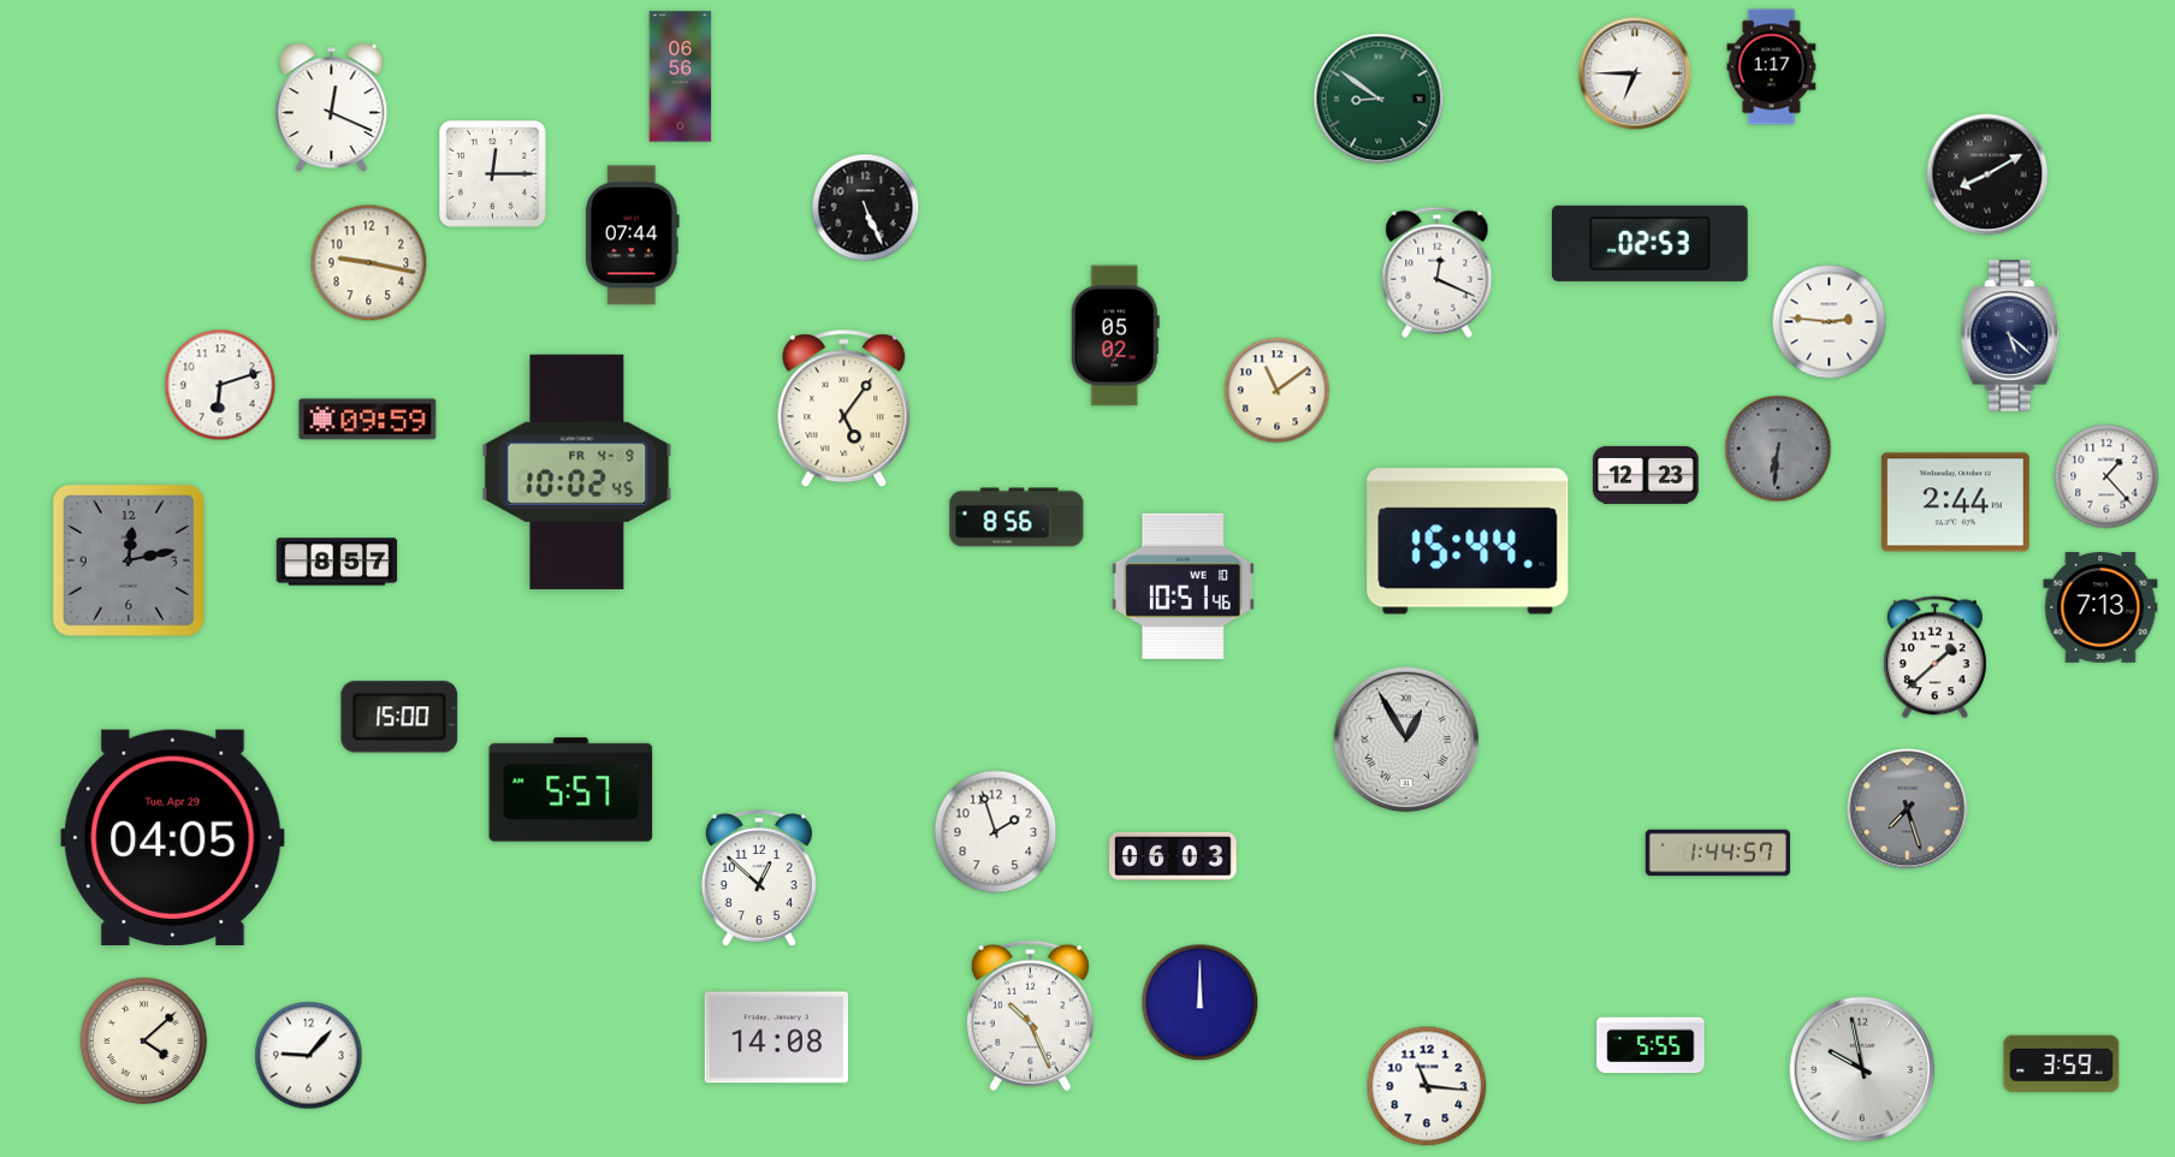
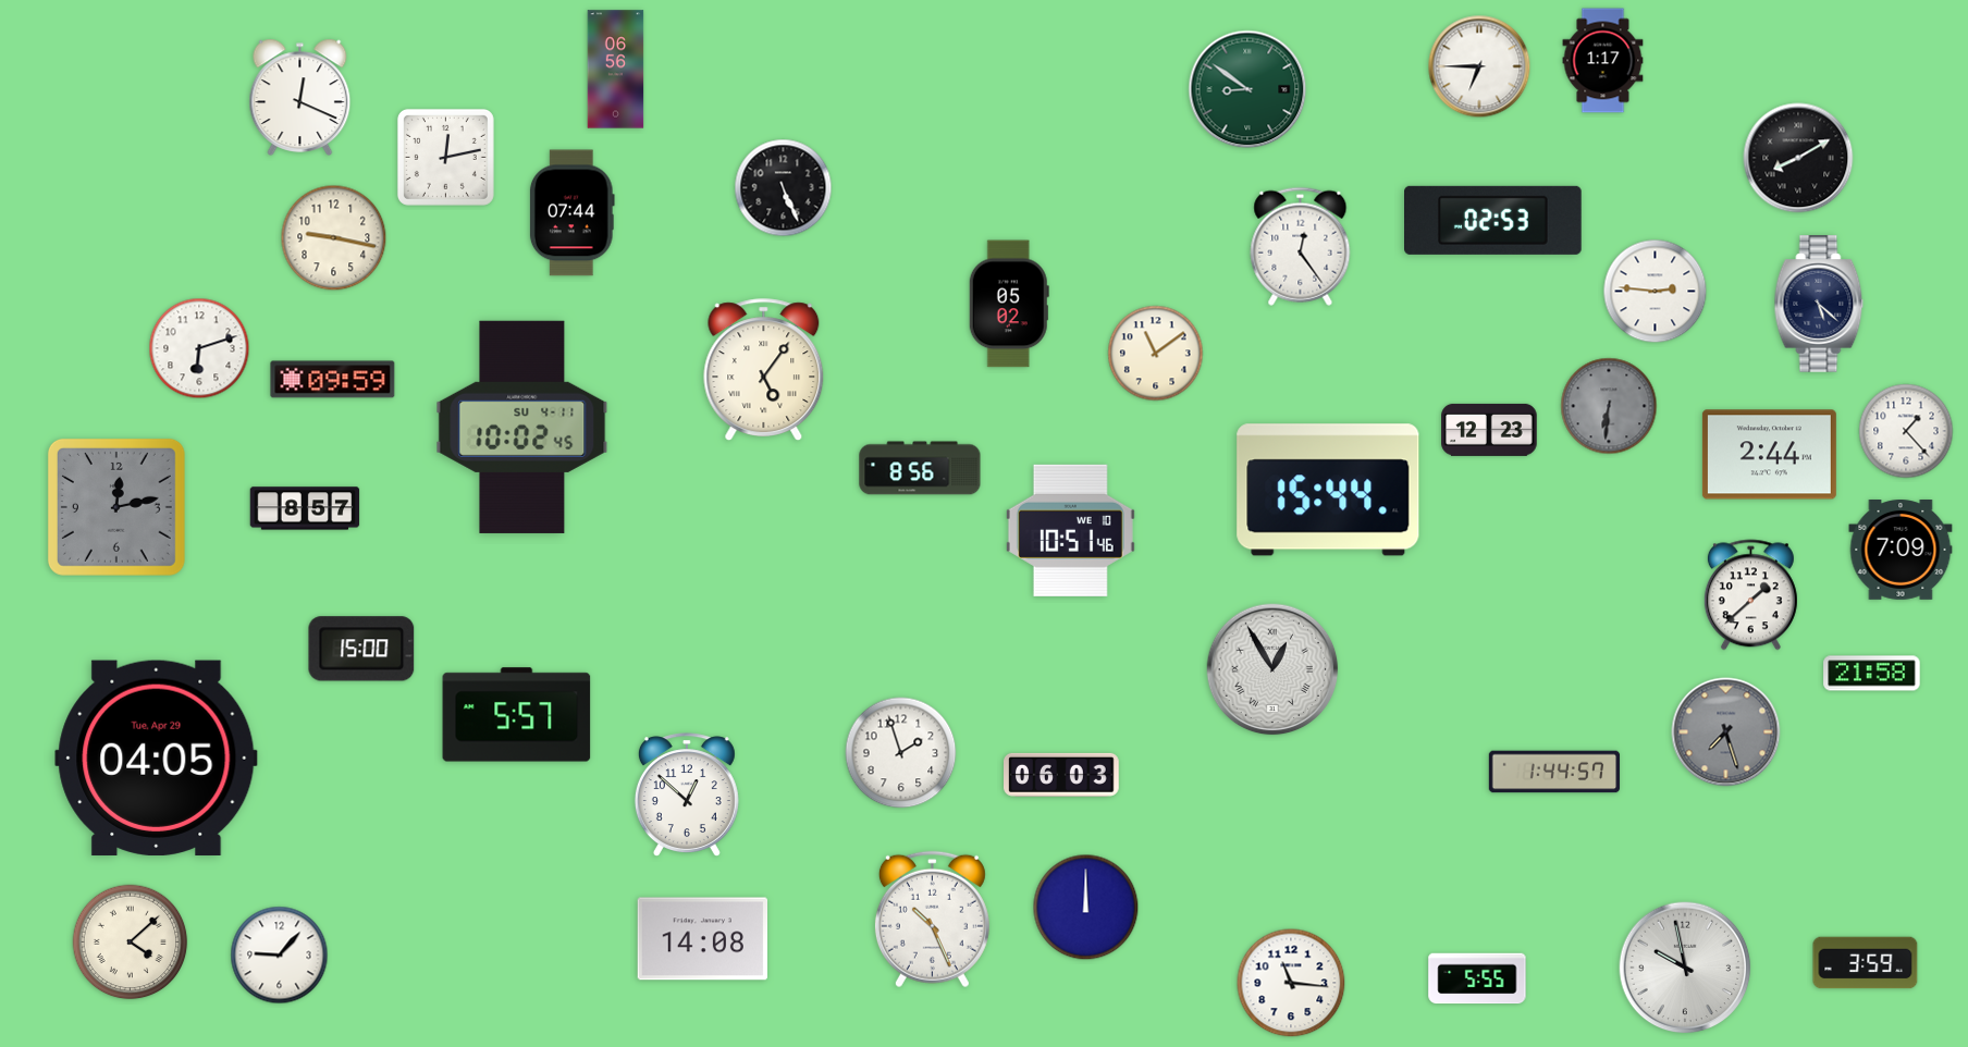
clock at (492, 173): 12:15 -> 12:13
clock at (1438, 272): 12:19 -> 12:24
clock at (577, 471) date: FR 4-9 -> SU 4-11
clock at (2100, 609): 7:13 -> 7:09
clock at (1872, 674): none -> 21:58
clock at (1650, 1045) position: (1650, 1045) -> (1477, 978)
